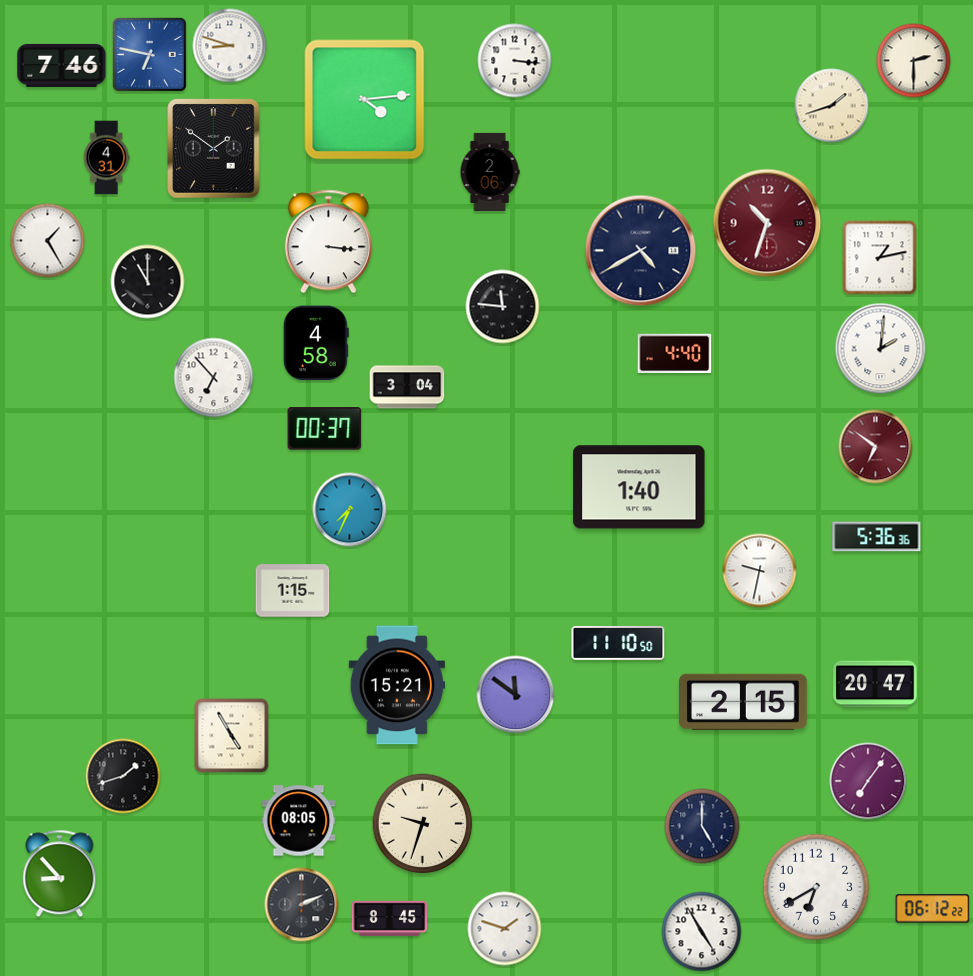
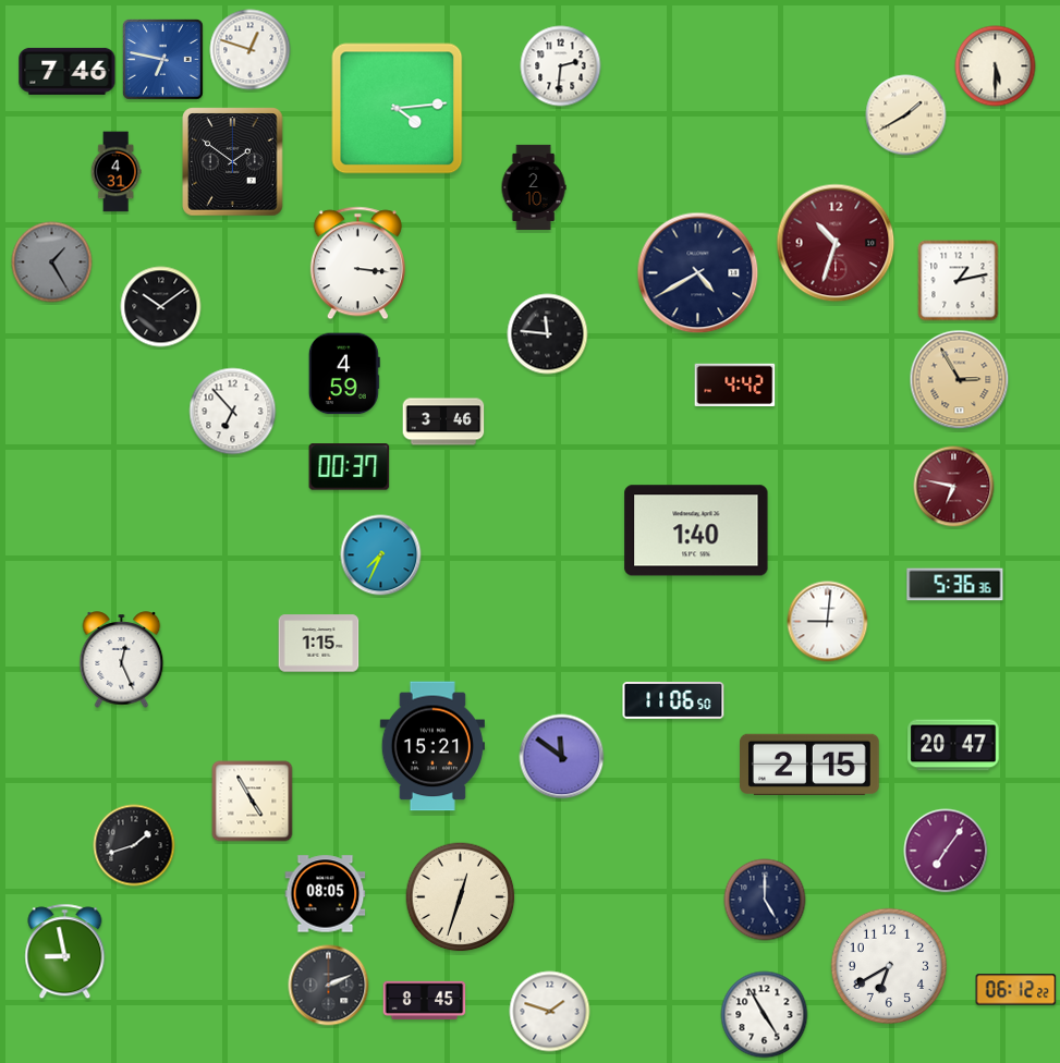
clock at (230, 46): 8:48 -> 12:48
clock at (515, 61): 3:16 -> 2:31
clock at (914, 61): 2:30 -> 5:30
clock at (832, 106): 1:42 -> 1:40
clock at (490, 171): 2:06 -> 2:10
clock at (48, 241) dial: white -> grey
clock at (148, 282): 11:00 -> 10:09
clock at (316, 343): 4:58 -> 4:59
clock at (881, 349): 2:01 -> 2:55
clock at (881, 349) dial: white -> champagne
clock at (675, 354): 4:40 -> 4:42
clock at (407, 387): 3:04 -> 3:46
clock at (325, 429) position: (325, 429) -> (350, 467)
clock at (876, 447): 6:51 -> 6:47
clock at (760, 571): 9:32 -> 9:01
clock at (122, 660): none -> 12:26
clock at (618, 643): 11:10 -> 11:06
clock at (423, 824): 9:33 -> 12:33
clock at (60, 874): 8:53 -> 8:58
